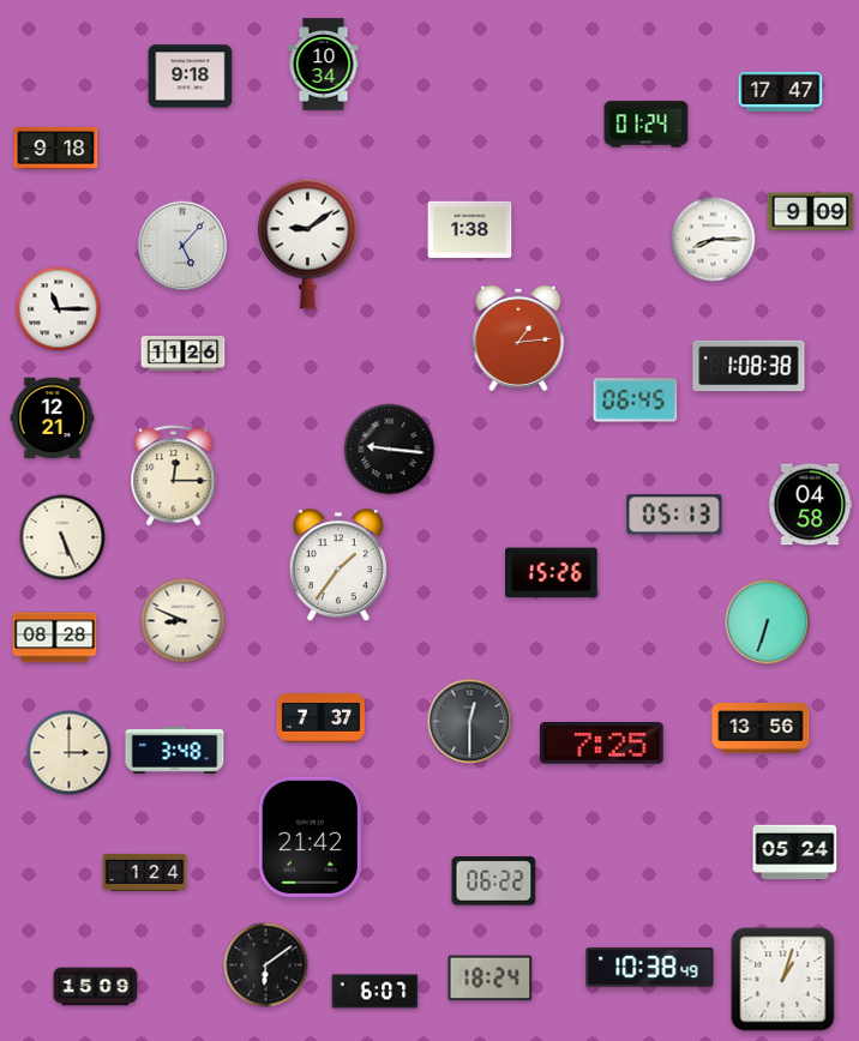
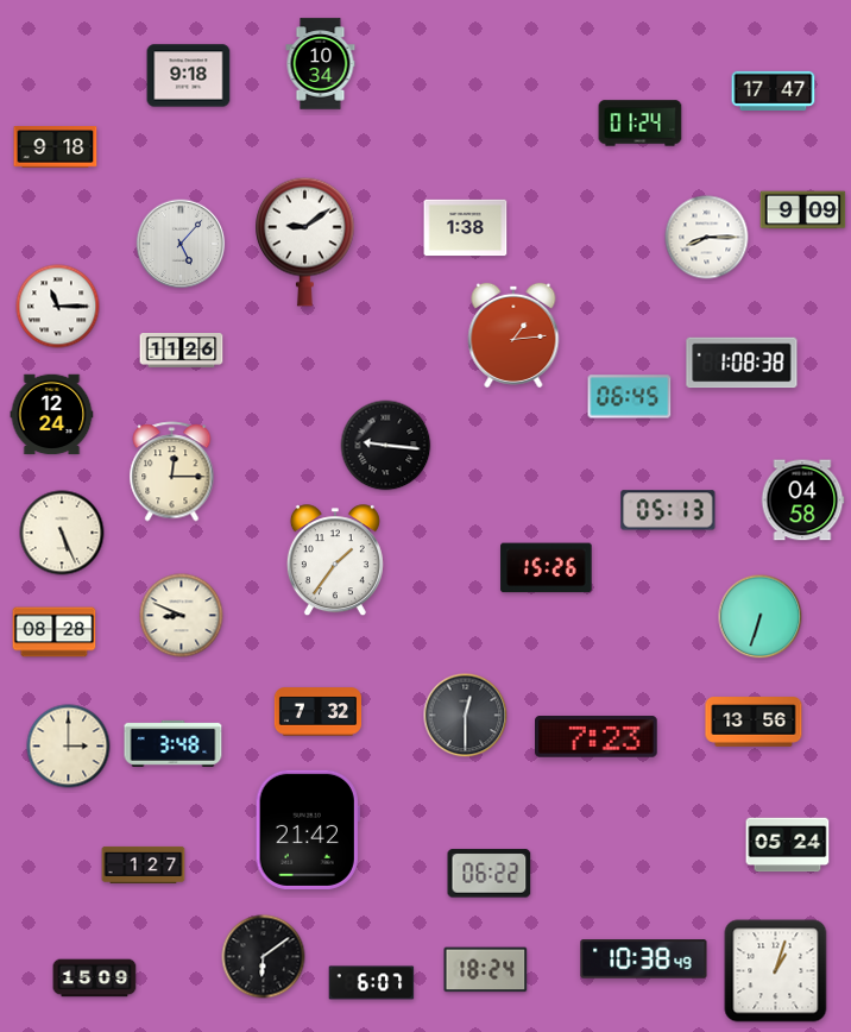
clock at (53, 419): 12:21 -> 12:24
clock at (320, 718): 7:37 -> 7:32
clock at (602, 744): 7:25 -> 7:23
clock at (145, 872): 1:24 -> 1:27
